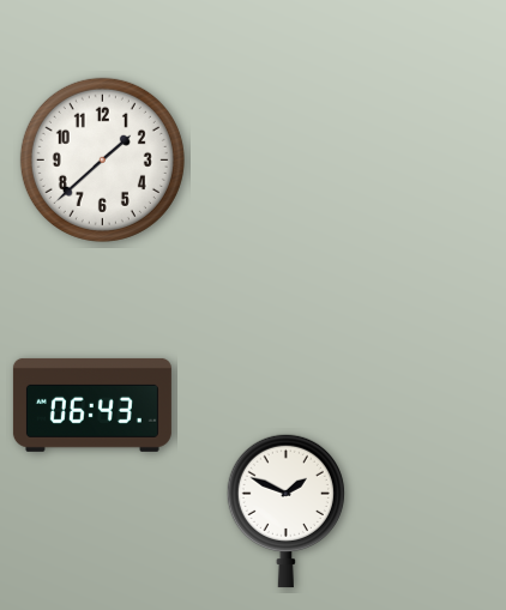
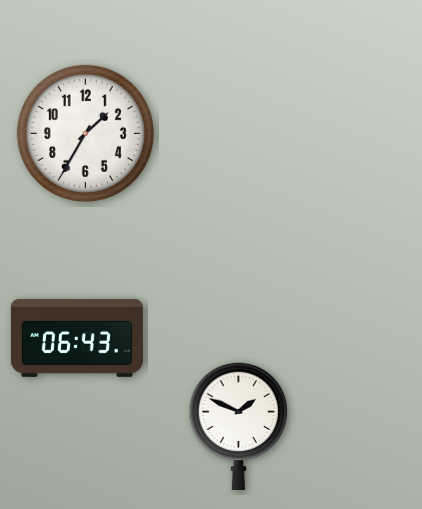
clock at (102, 159): 1:38 -> 1:35
